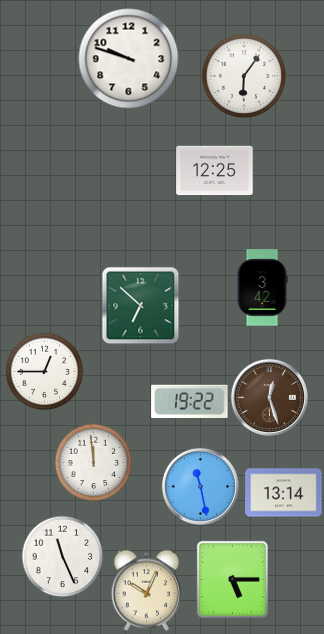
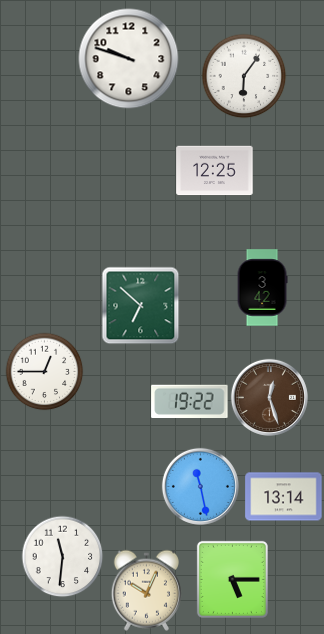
clock at (93, 462): 11:59 -> none
clock at (284, 493) position: (284, 493) -> (284, 497)
clock at (62, 556): 11:26 -> 11:31
